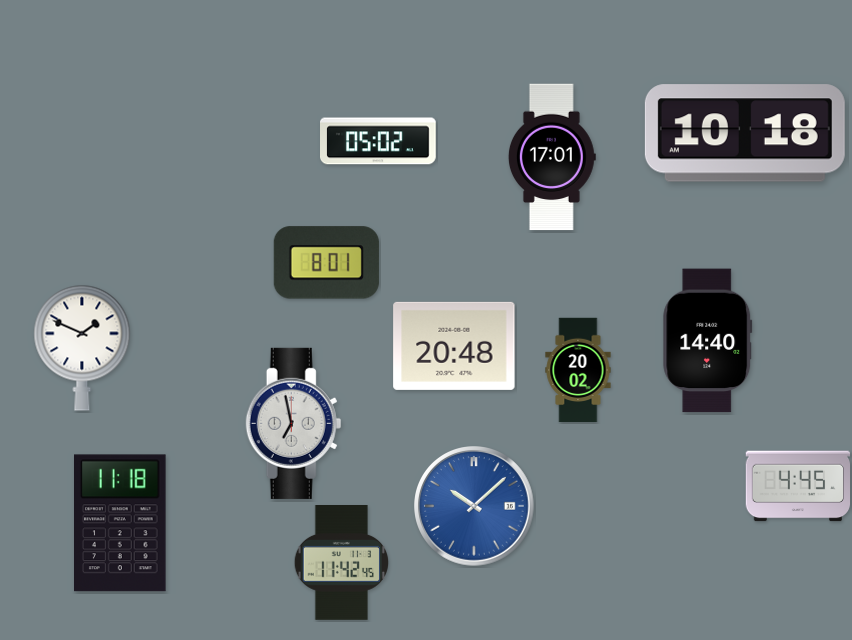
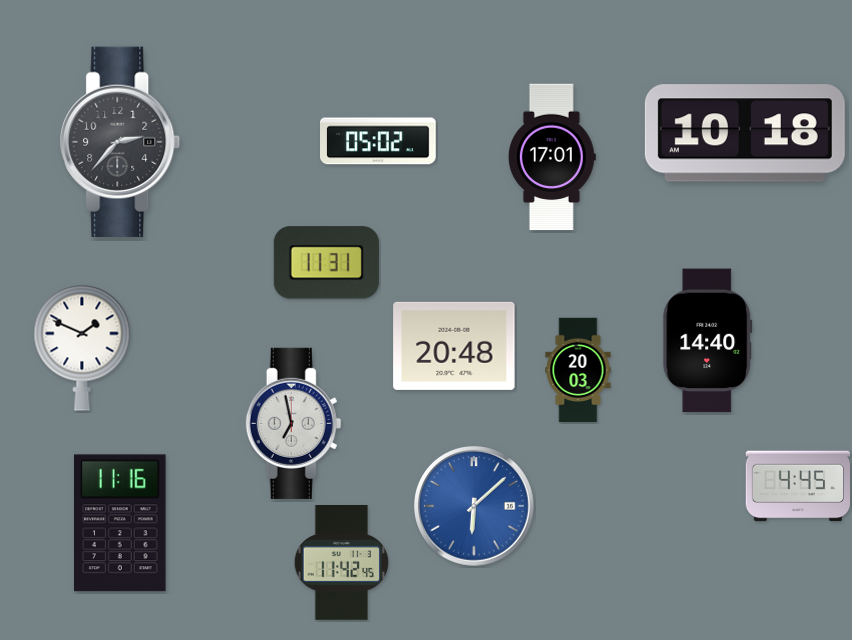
clock at (120, 142): none -> 2:37
clock at (326, 263): 8:01 -> 11:31
clock at (578, 370): 20:02 -> 20:03
clock at (474, 506): 10:08 -> 6:08
clock at (121, 523): 11:18 -> 11:16
